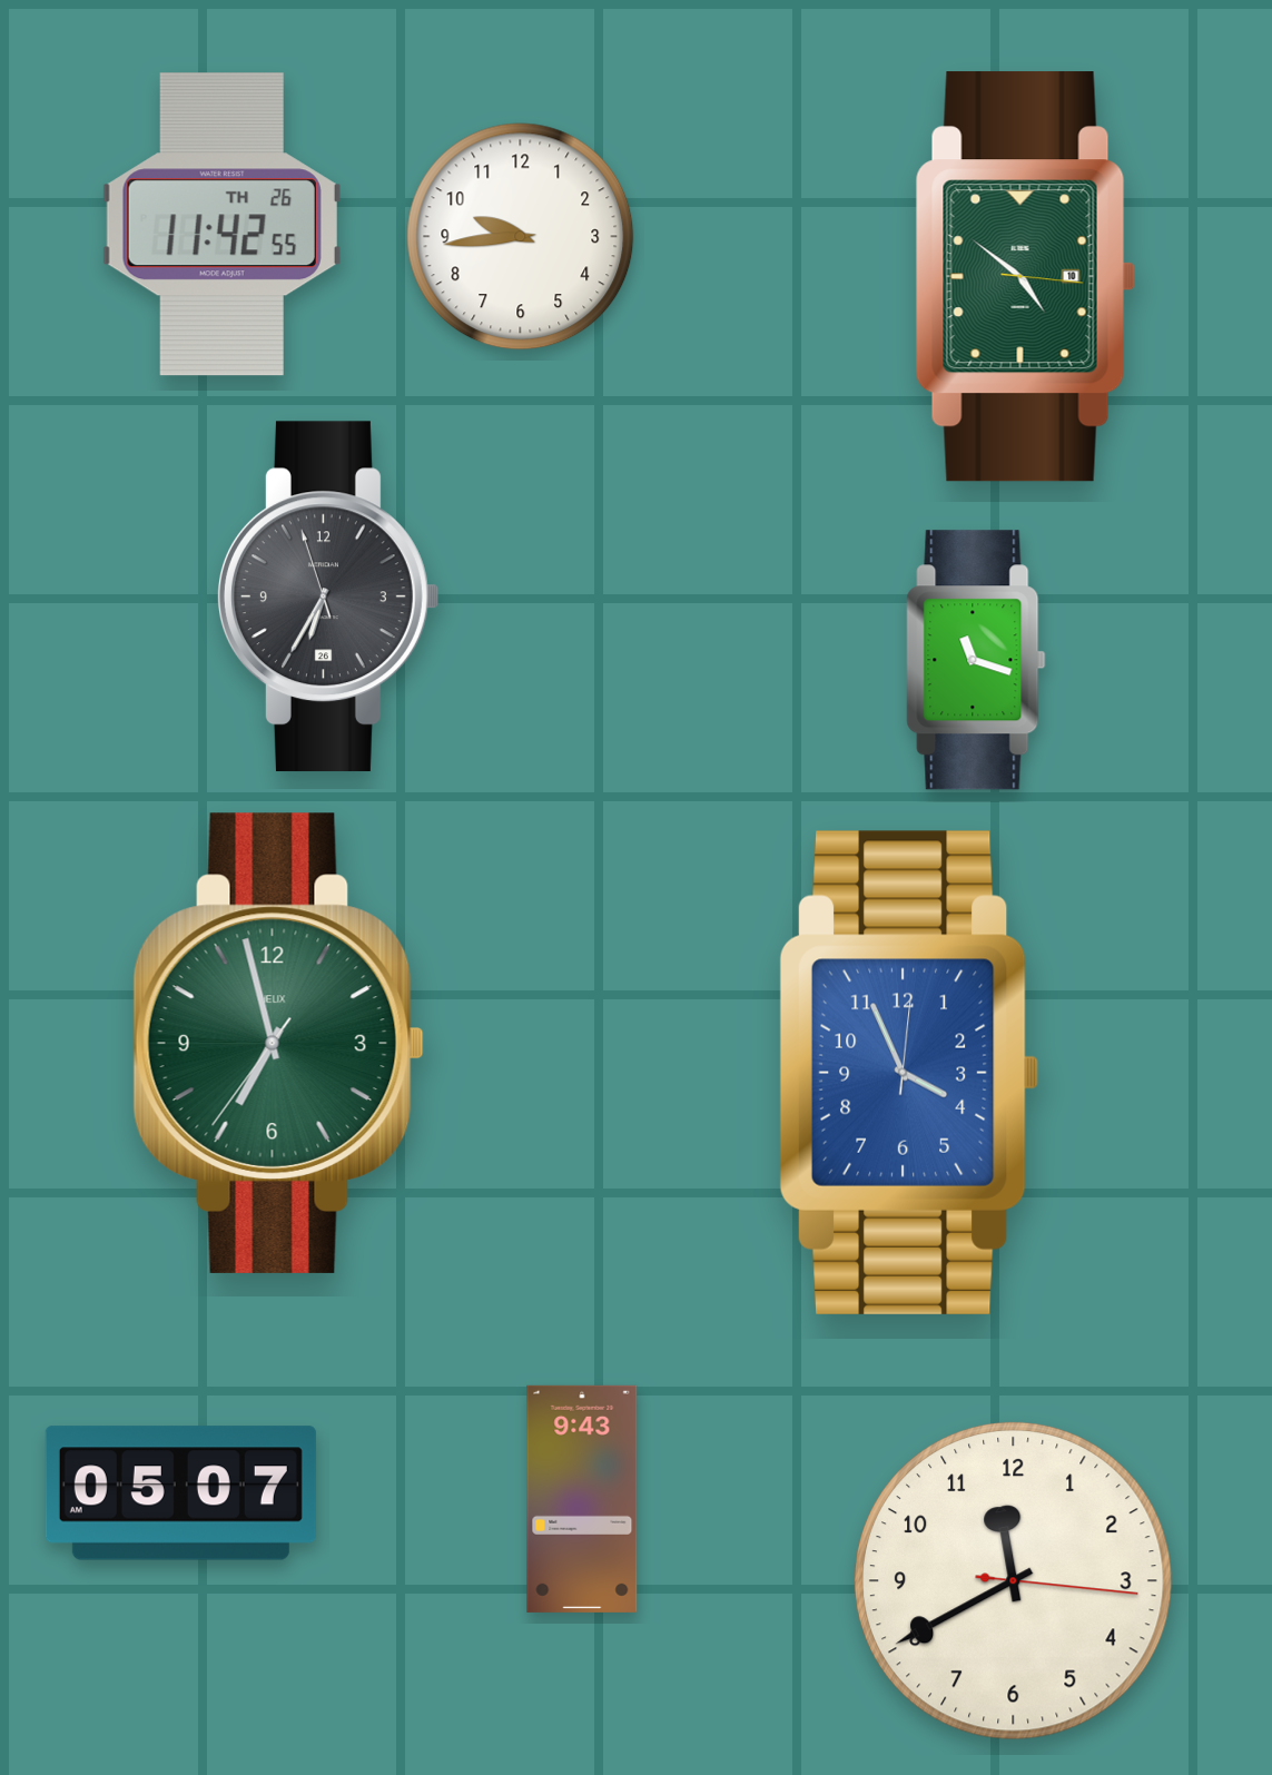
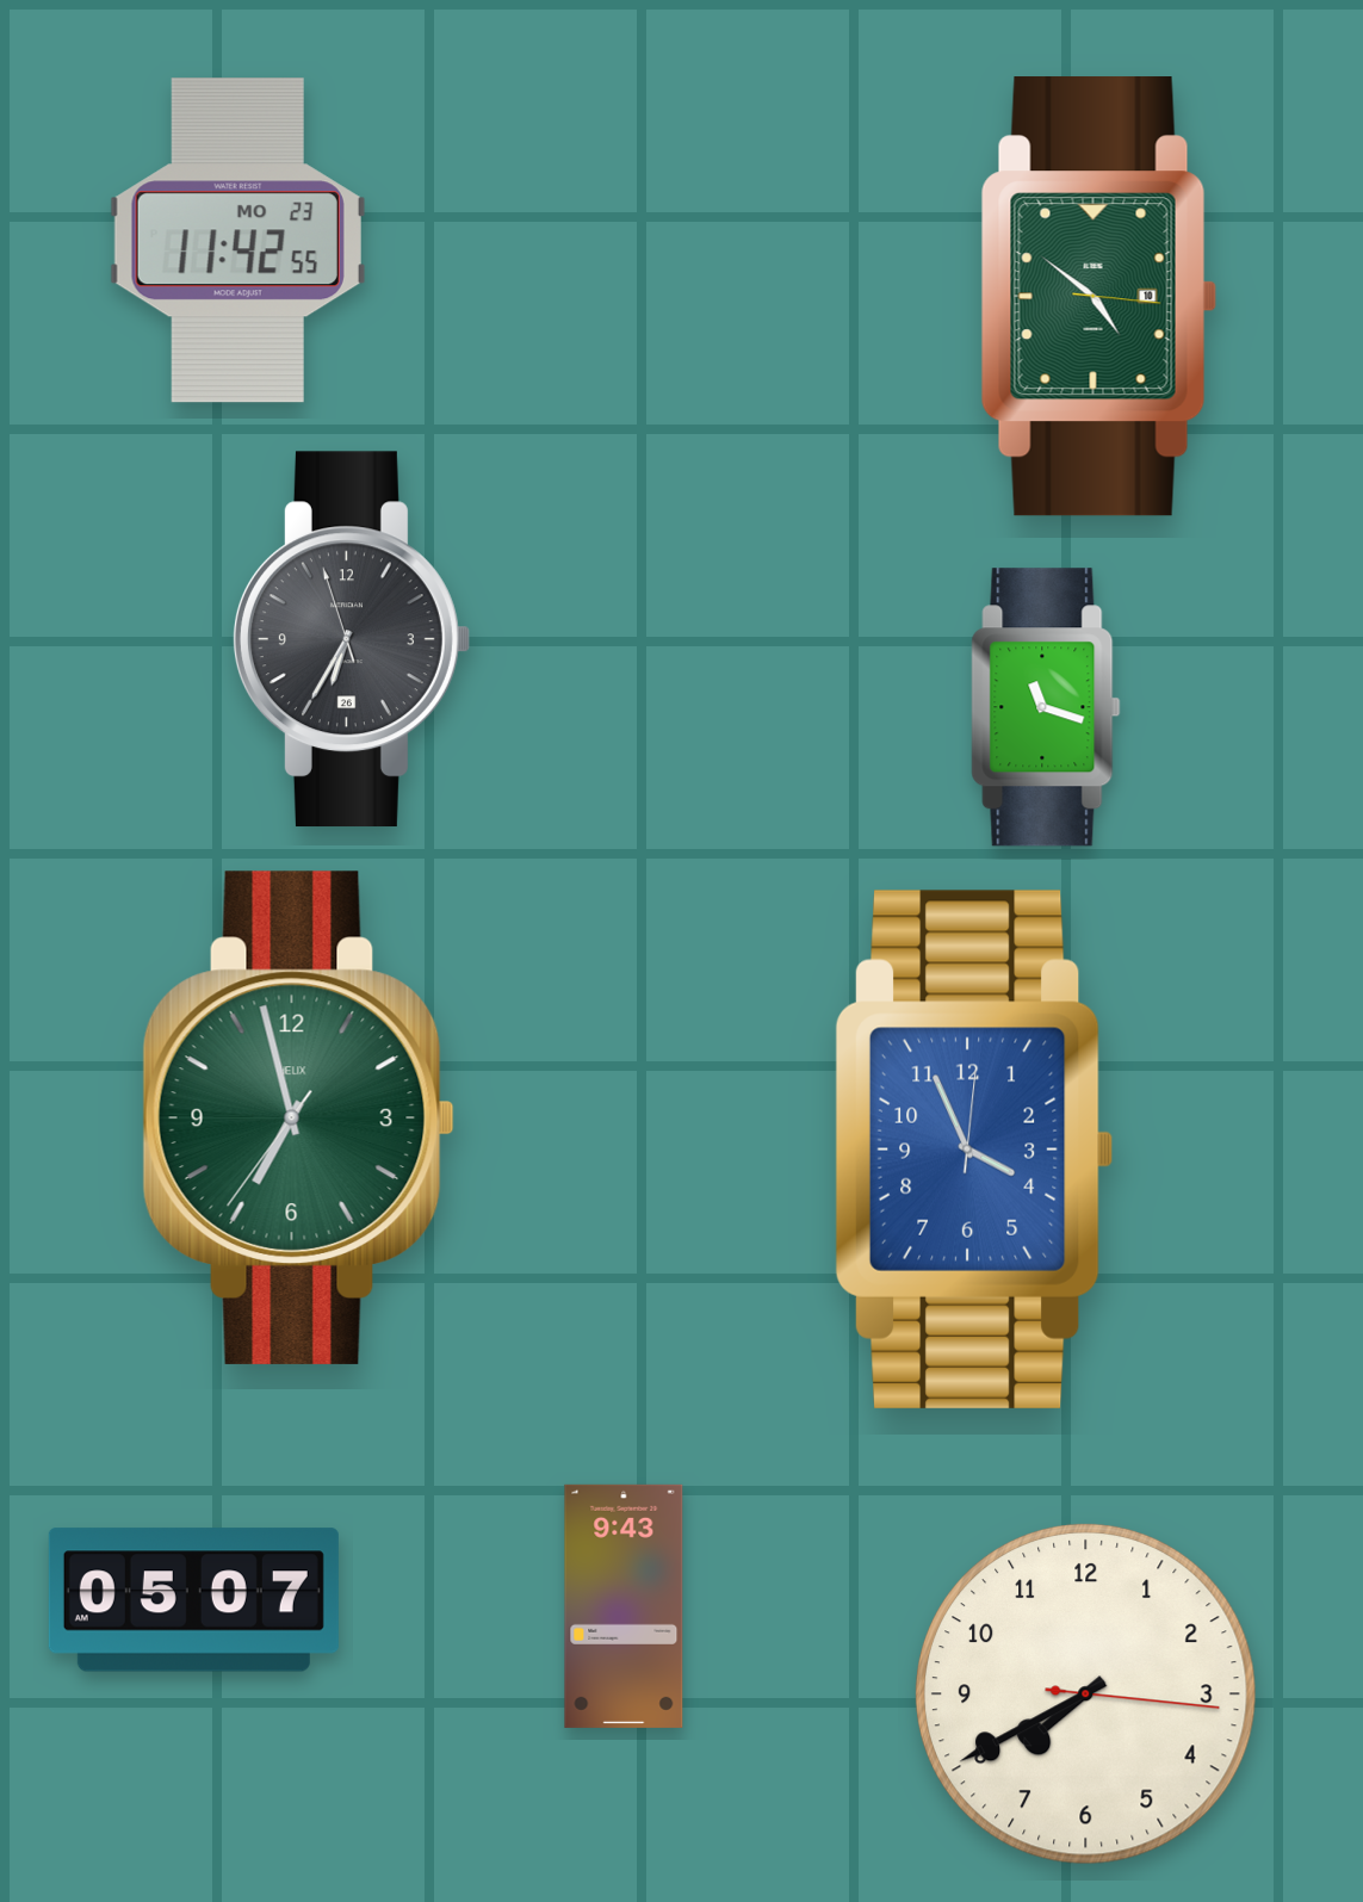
clock at (221, 225) date: TH 26 -> MO 23
clock at (521, 237): 9:44 -> none
clock at (1013, 1580): 11:40 -> 7:40
